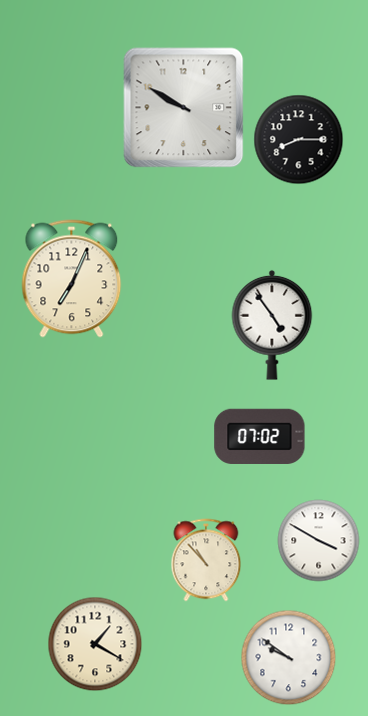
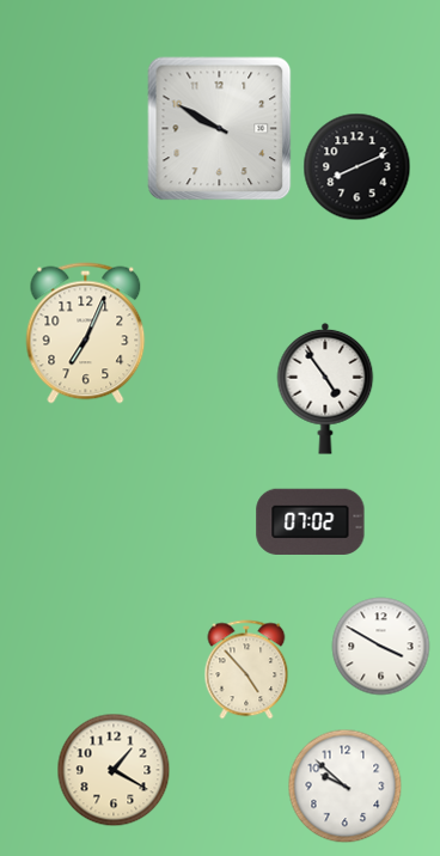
clock at (299, 140): 8:15 -> 8:11
clock at (206, 560): 10:53 -> 4:53
clock at (289, 658): 9:51 -> 9:52
